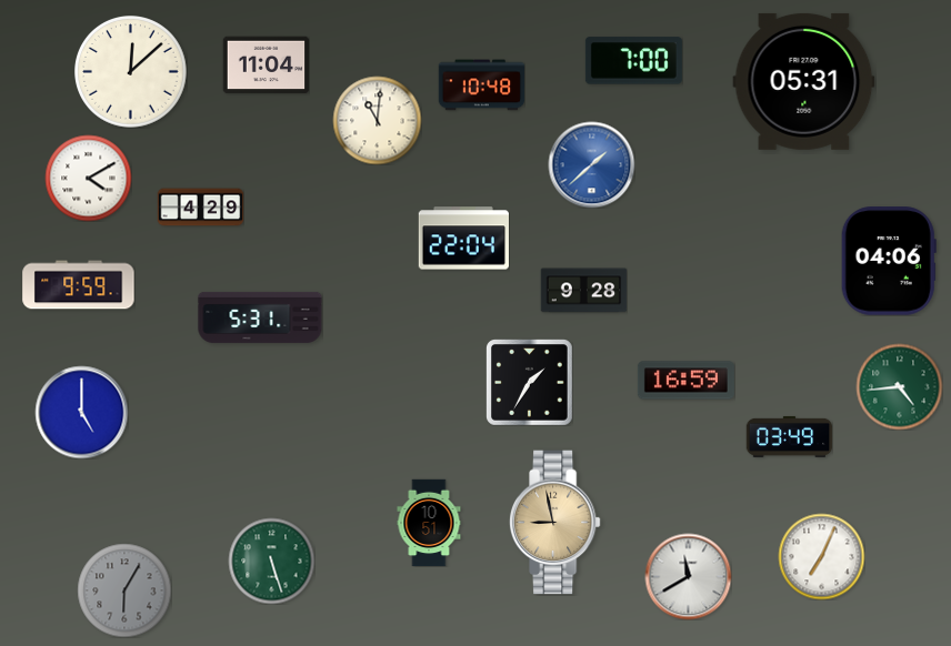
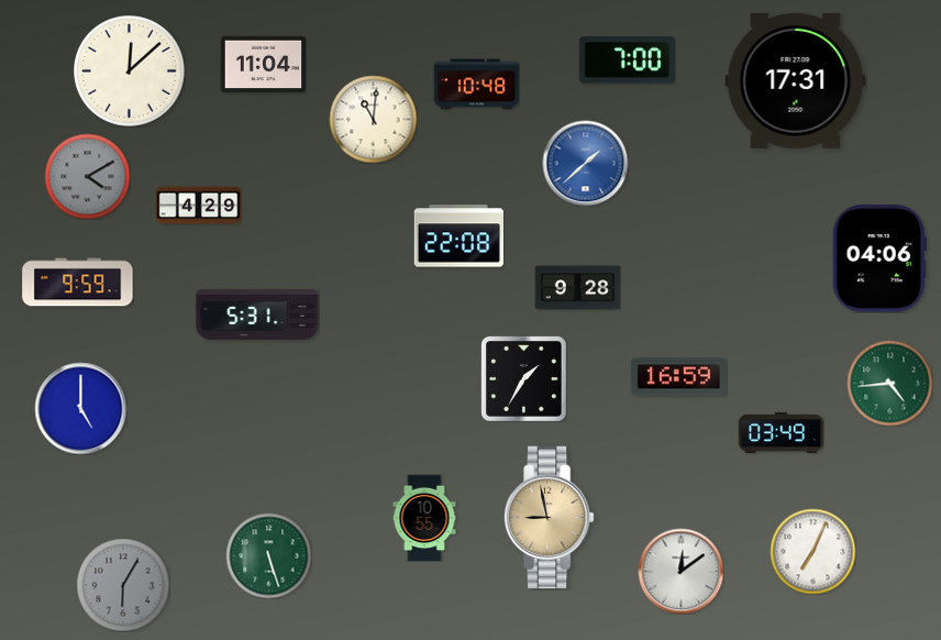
clock at (804, 81): 05:31 -> 17:31
clock at (88, 178) dial: white -> grey
clock at (463, 239): 22:04 -> 22:08
clock at (429, 523): 10:51 -> 10:55
clock at (688, 576): 11:40 -> 12:09
